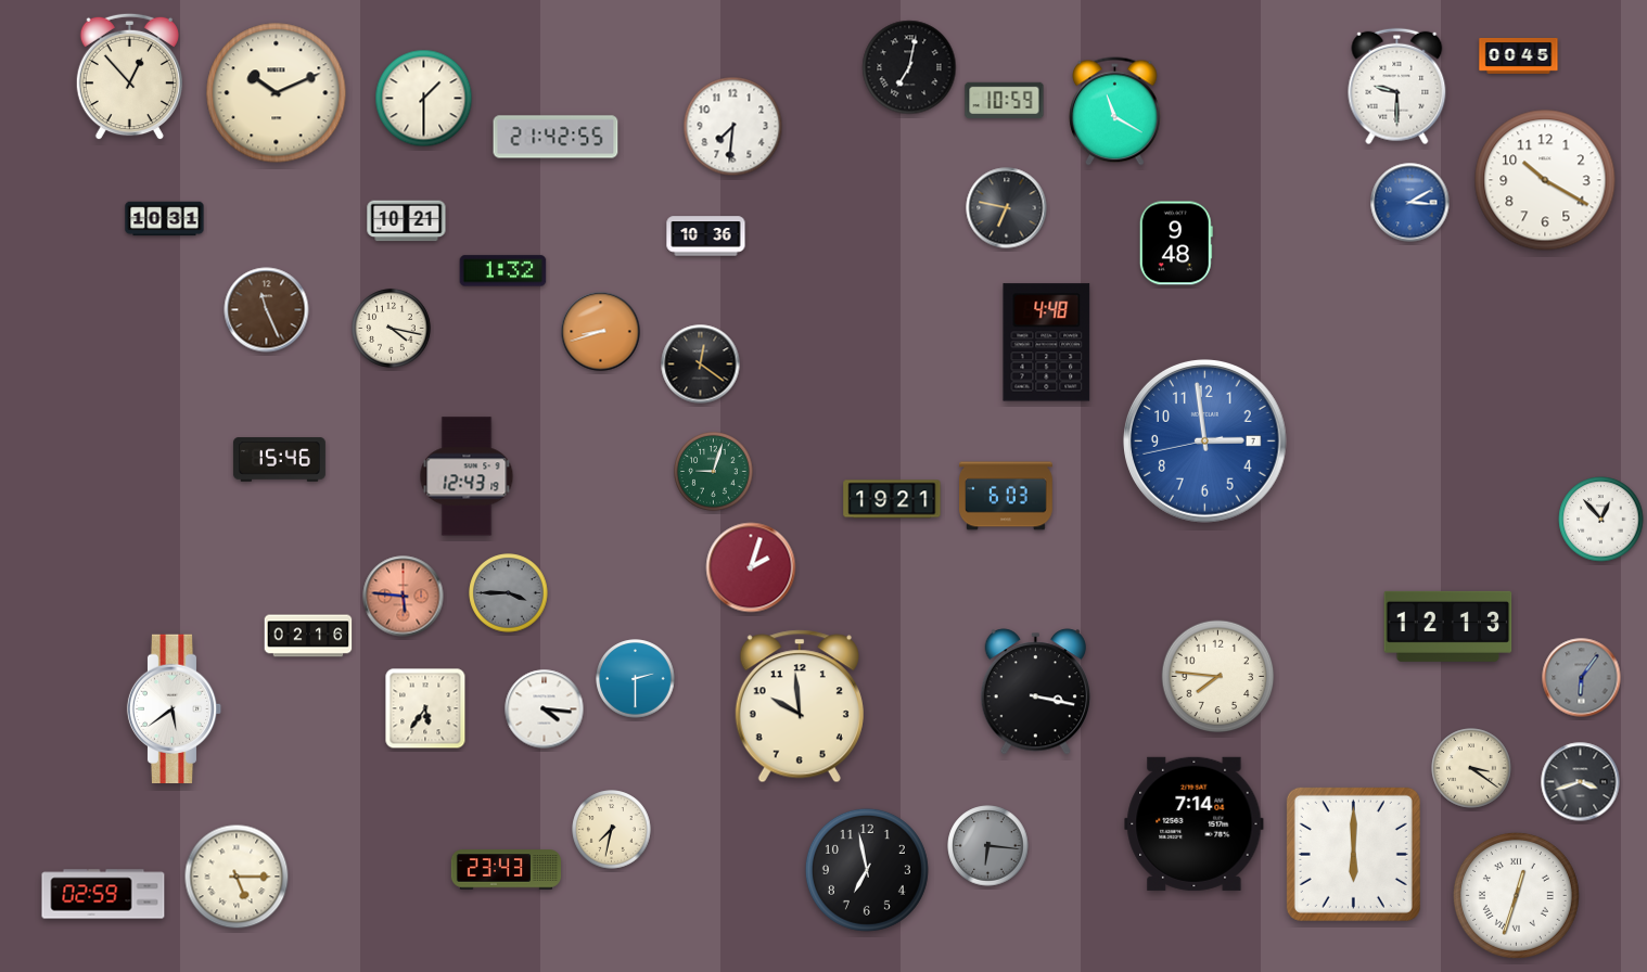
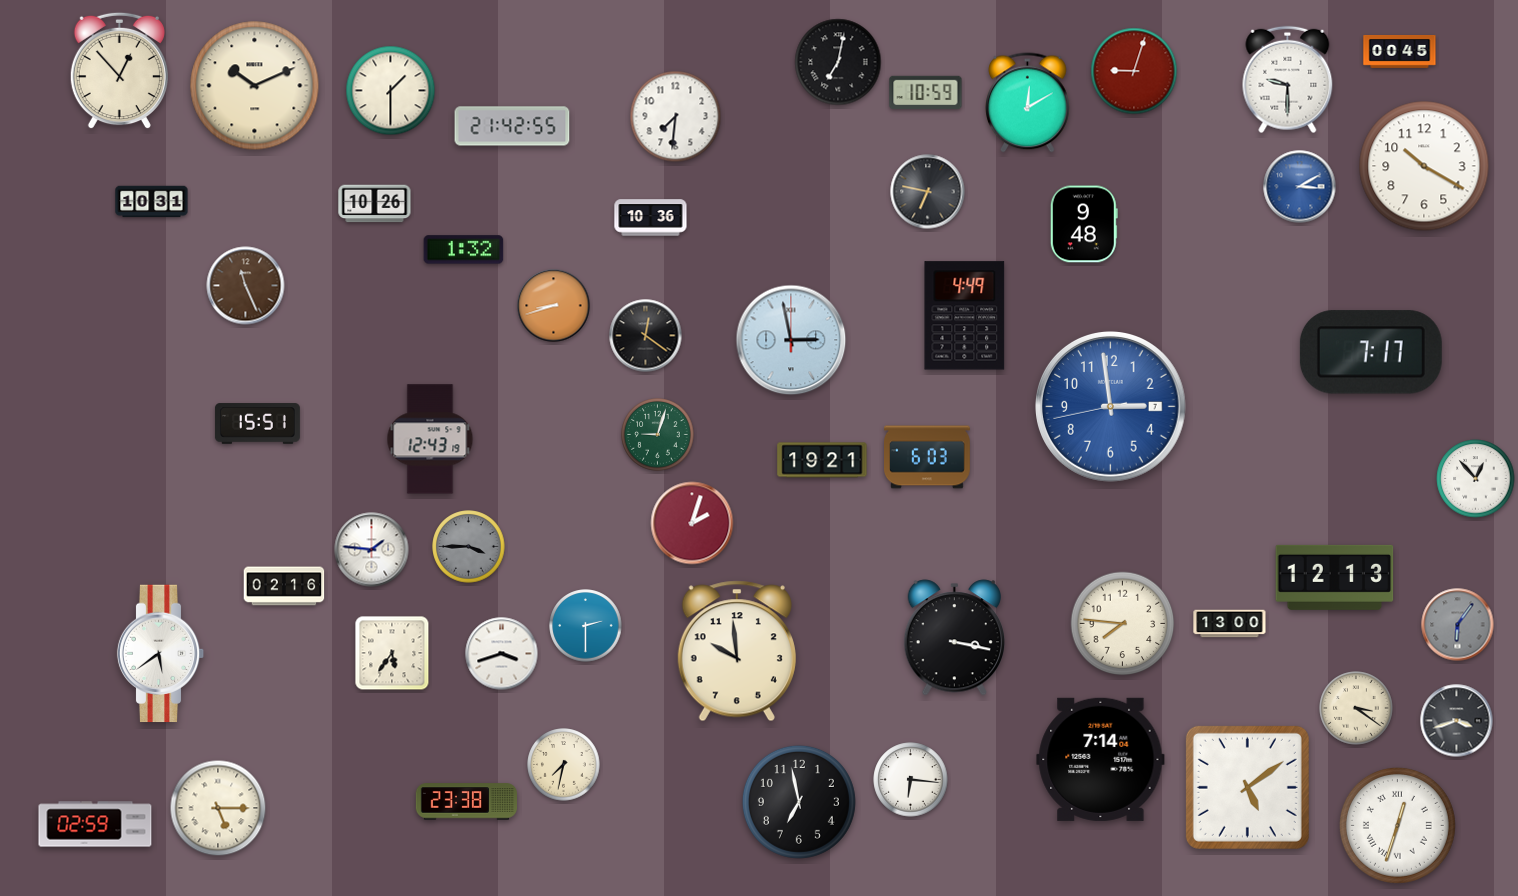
clock at (1134, 71): none -> 9:03
clock at (1115, 112): 11:20 -> 12:10
clock at (407, 221): 10:21 -> 10:26
clock at (392, 329): 4:17 -> none
clock at (1047, 343): 4:48 -> 4:49
clock at (791, 340): none -> 2:58
clock at (1371, 352): none -> 7:17
clock at (279, 460): 15:46 -> 15:51
clock at (404, 597): 5:46 -> 1:46
clock at (404, 597) dial: salmon -> white
clock at (1230, 624): none -> 13:00
clock at (545, 709): 4:16 -> 3:42
clock at (988, 846) dial: grey -> white
clock at (1353, 854): 6:00 -> 5:09
clock at (506, 870): 23:43 -> 23:38
